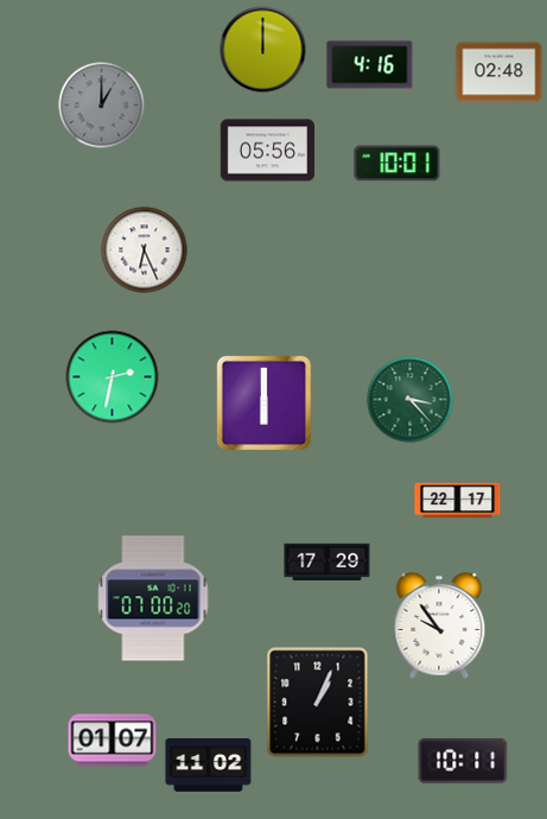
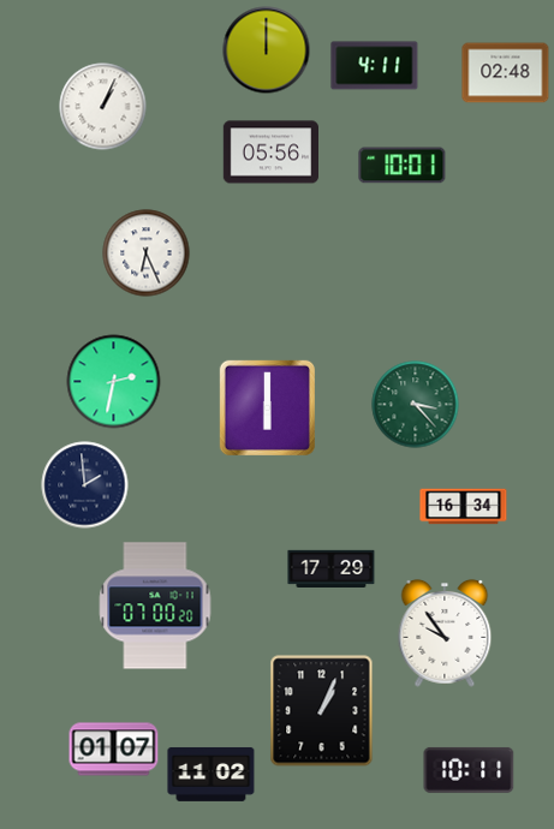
clock at (370, 65): 4:16 -> 4:11
clock at (102, 106): 1:00 -> 1:04
clock at (102, 106) dial: grey -> white
clock at (85, 485): none -> 1:59
clock at (458, 501): 22:17 -> 16:34
